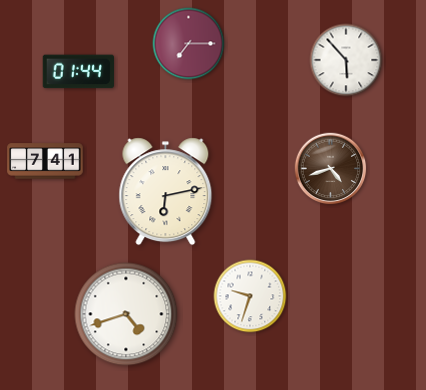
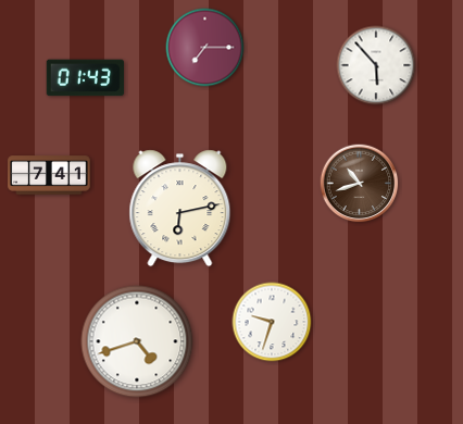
clock at (78, 72): 01:44 -> 01:43
clock at (331, 169): 4:42 -> 10:42
